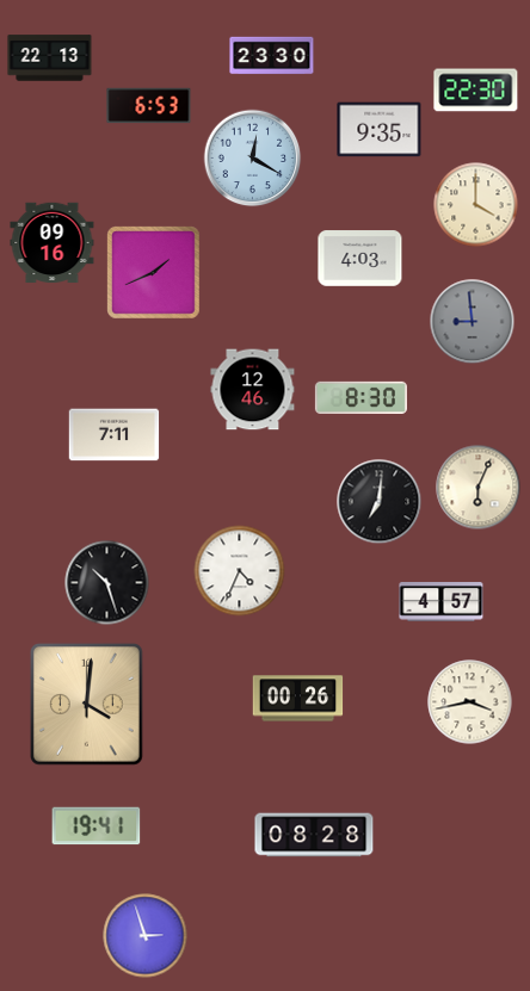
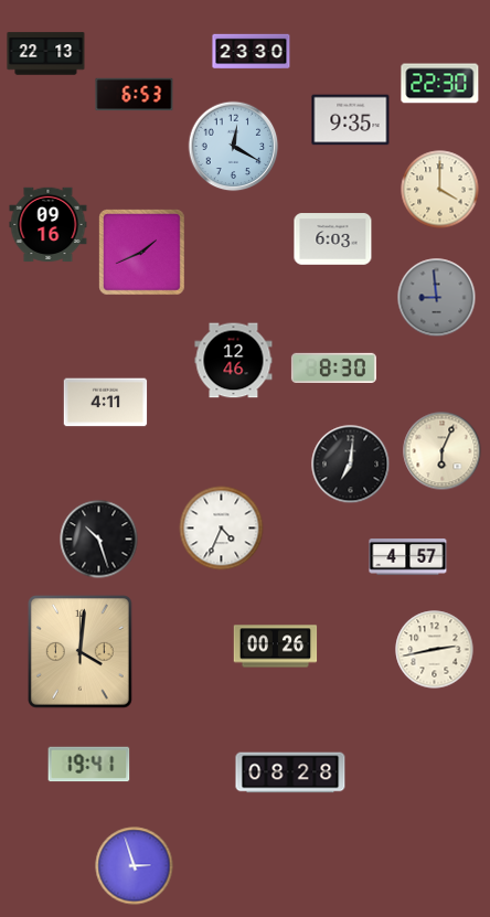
clock at (149, 106) position: (149, 106) -> (135, 95)
clock at (360, 259): 4:03 -> 6:03
clock at (115, 435): 7:11 -> 4:11
clock at (470, 702): 3:43 -> 2:43
